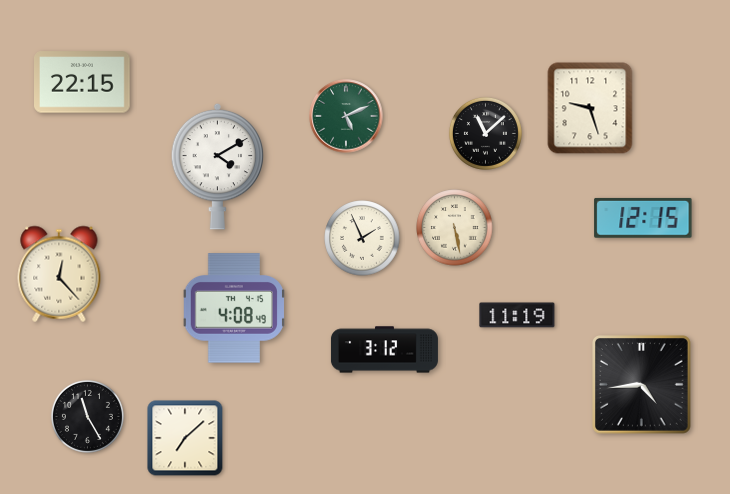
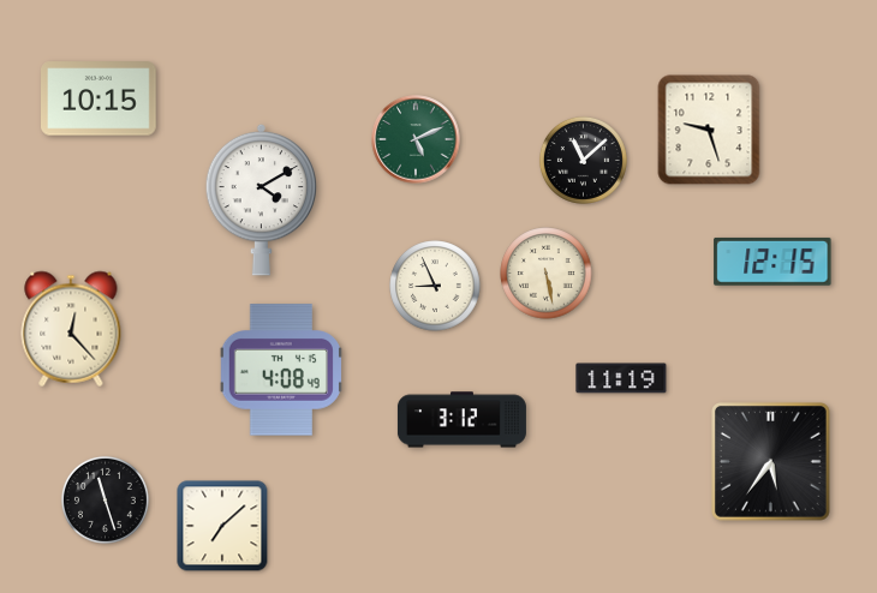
clock at (83, 82): 22:15 -> 10:15
clock at (362, 238): 1:56 -> 8:56
clock at (642, 385): 4:44 -> 5:36
clock at (87, 416): 11:25 -> 11:27
